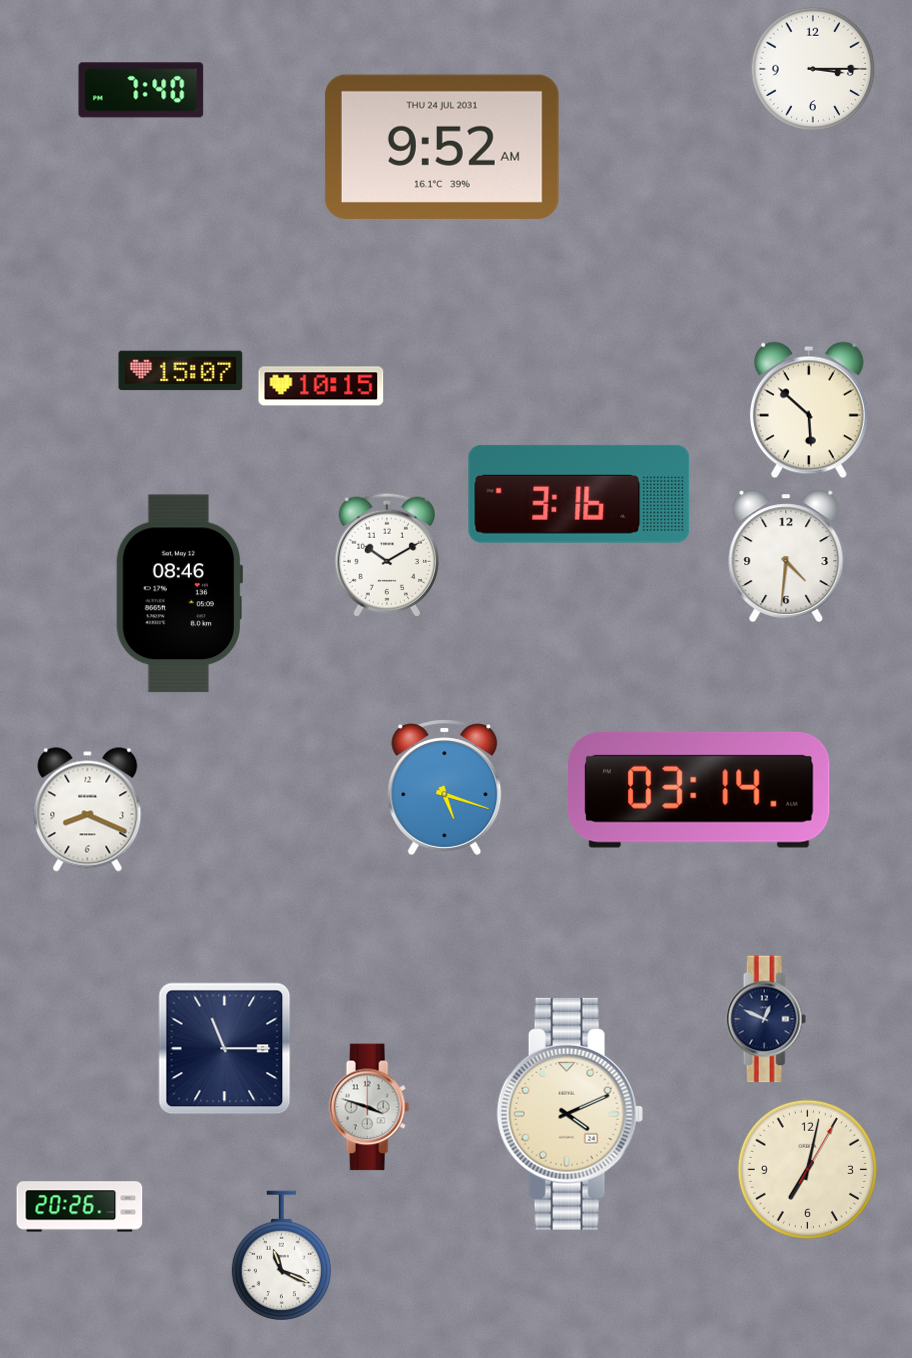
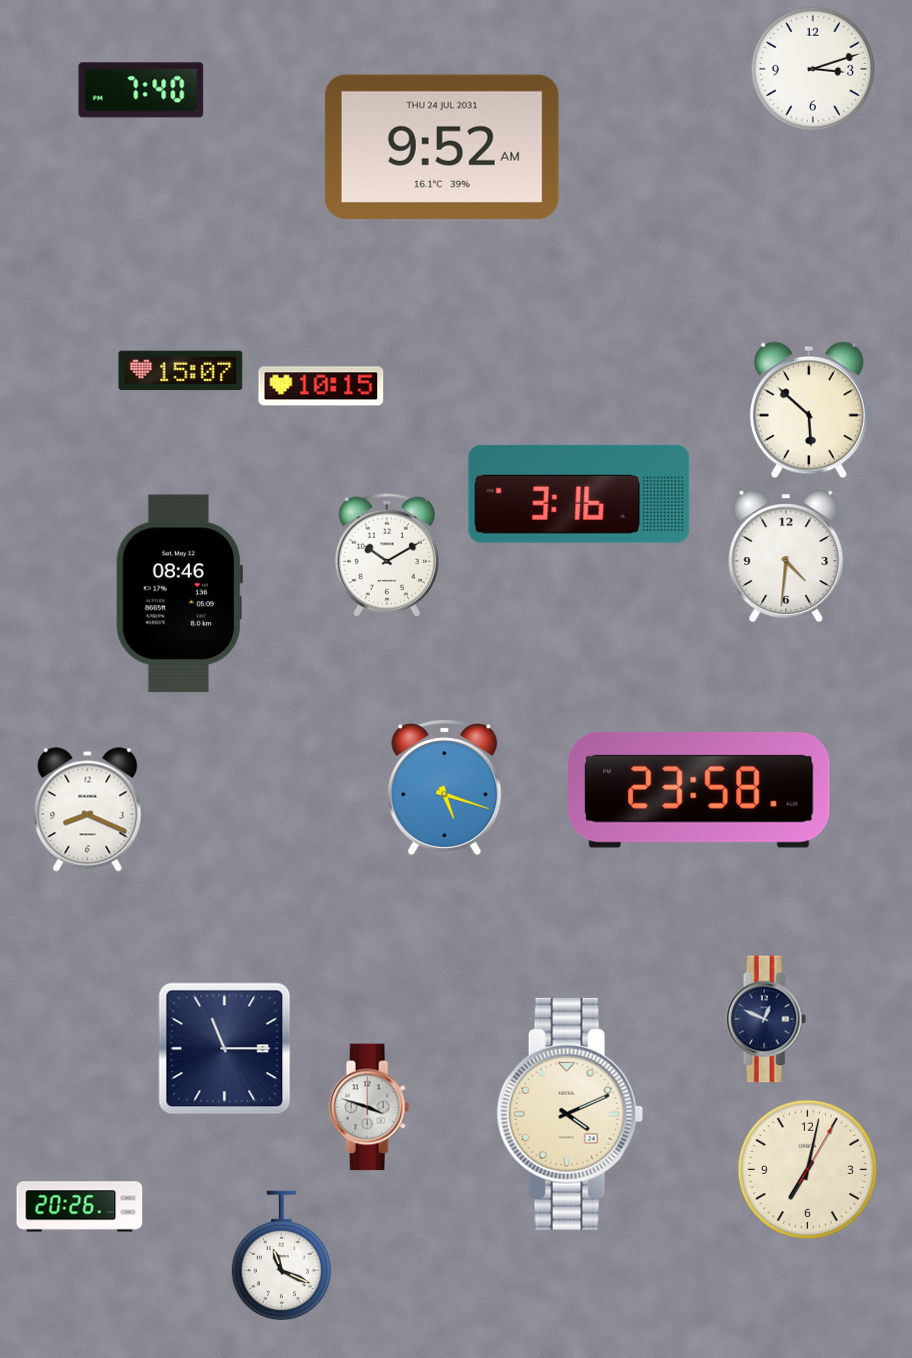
clock at (813, 69): 3:15 -> 3:12
clock at (699, 790): 03:14 -> 23:58
